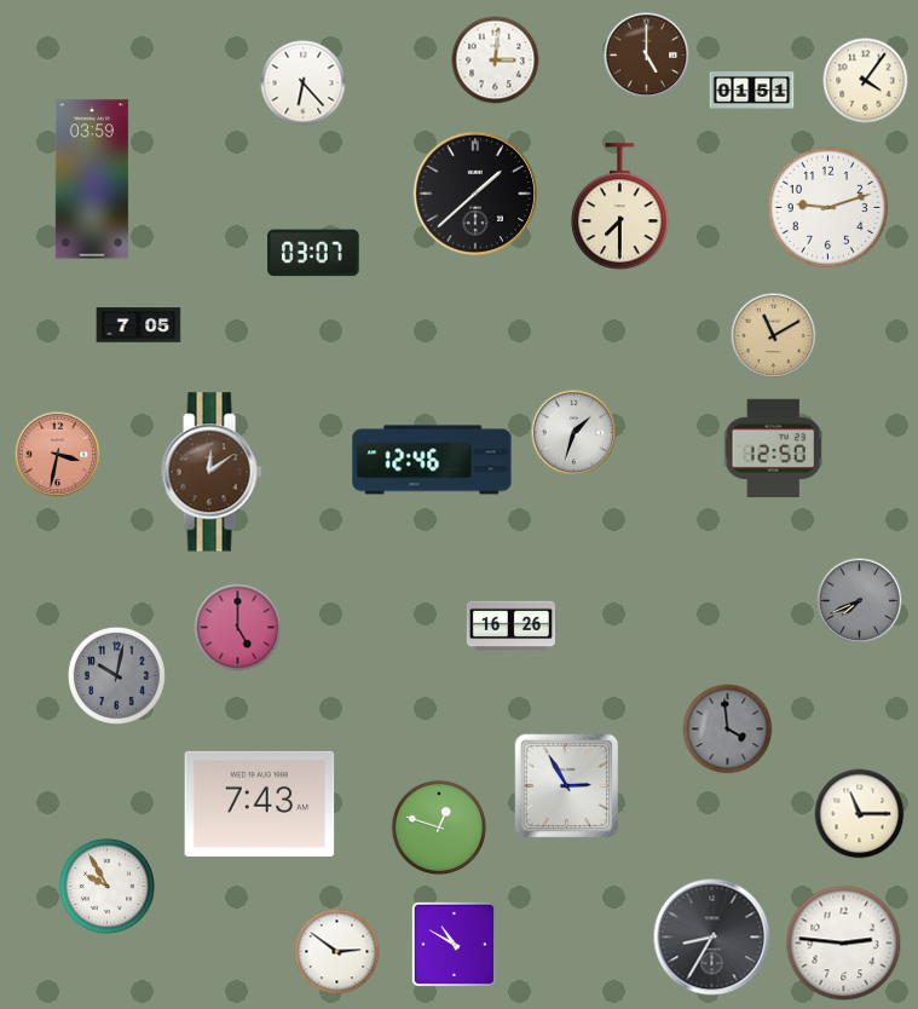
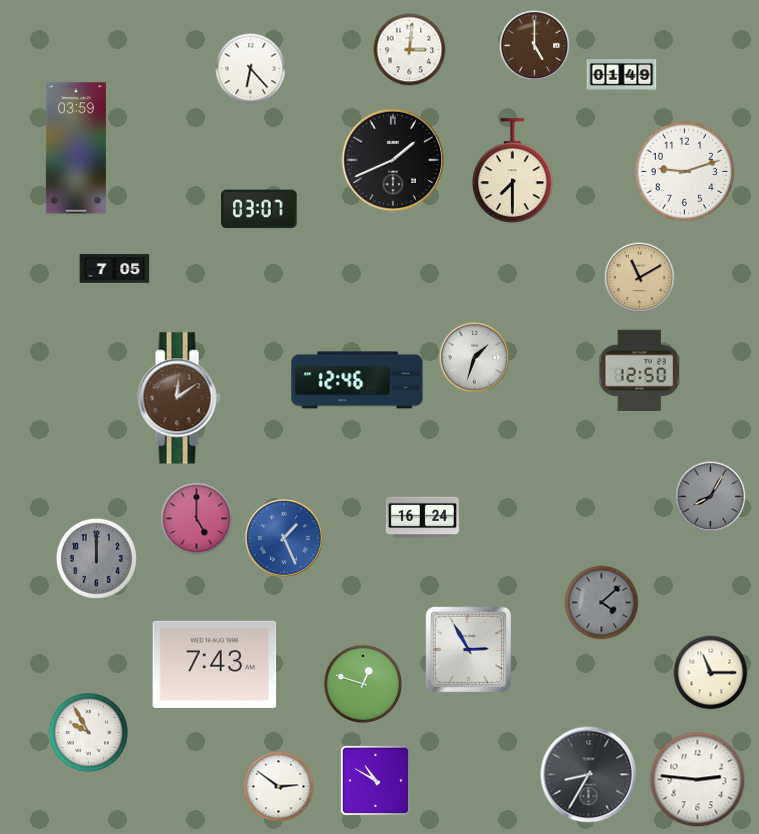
clock at (866, 81): 4:06 -> none
clock at (752, 91): 01:51 -> 01:49
clock at (475, 194): 1:38 -> 1:41
clock at (58, 455): 3:32 -> none
clock at (212, 472) position: (212, 472) -> (179, 398)
clock at (860, 601): 7:41 -> 8:05
clock at (510, 627): 16:26 -> 16:24
clock at (284, 538): none -> 1:26
clock at (116, 675): 10:02 -> 12:00
clock at (728, 730): 3:59 -> 4:08
